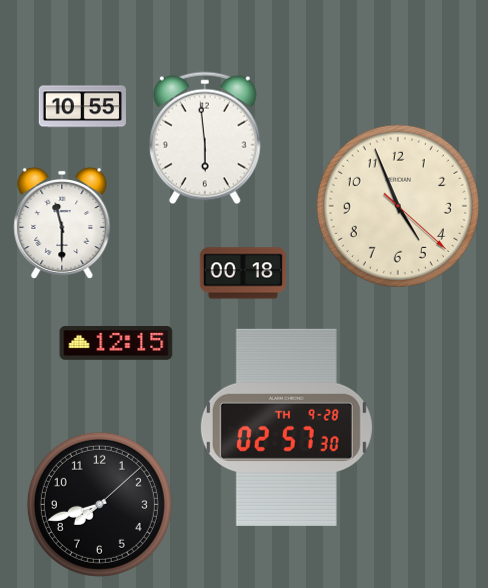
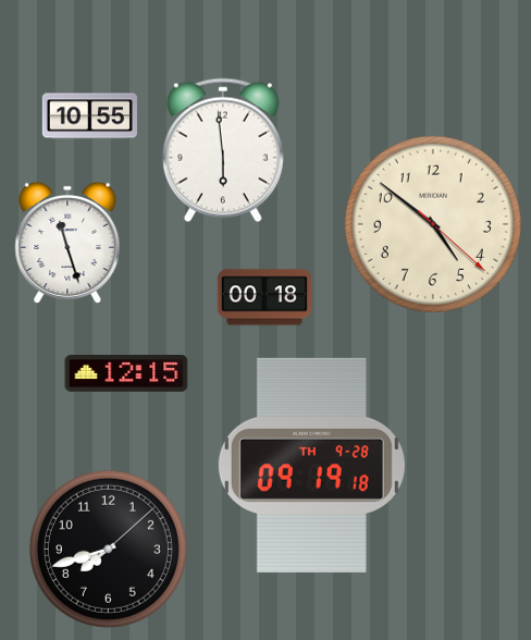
clock at (398, 206): 4:56 -> 4:51
clock at (62, 223): 11:30 -> 11:27
clock at (286, 427): 02:57 -> 09:19
